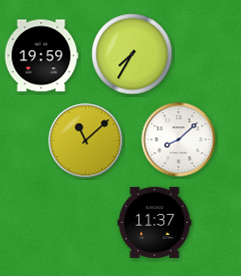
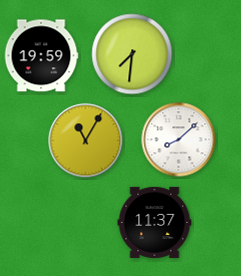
clock at (132, 54): 7:35 -> 7:31
clock at (86, 141): 11:08 -> 11:05
